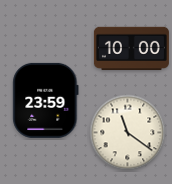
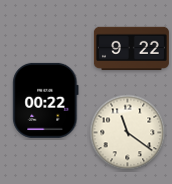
clock at (131, 49): 10:00 -> 9:22
clock at (46, 100): 23:59 -> 00:22
